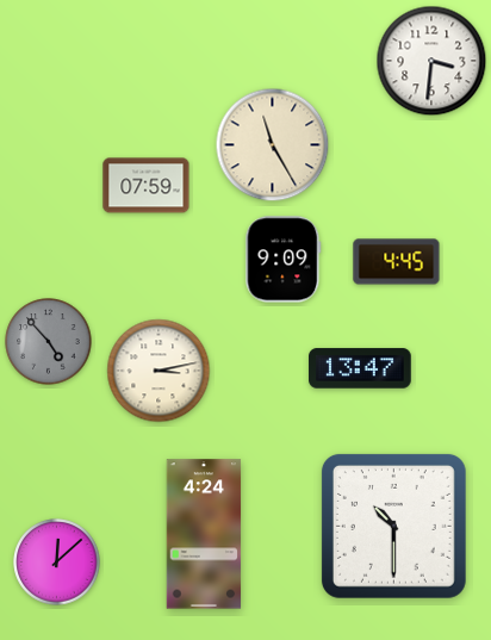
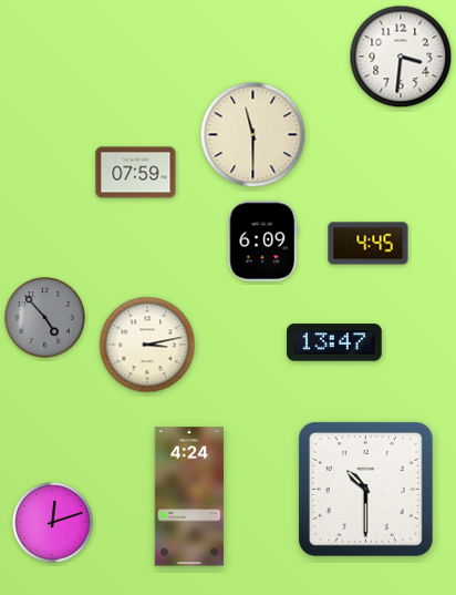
clock at (273, 145): 11:25 -> 11:30
clock at (284, 260): 9:09 -> 6:09
clock at (57, 563): 12:08 -> 12:12
